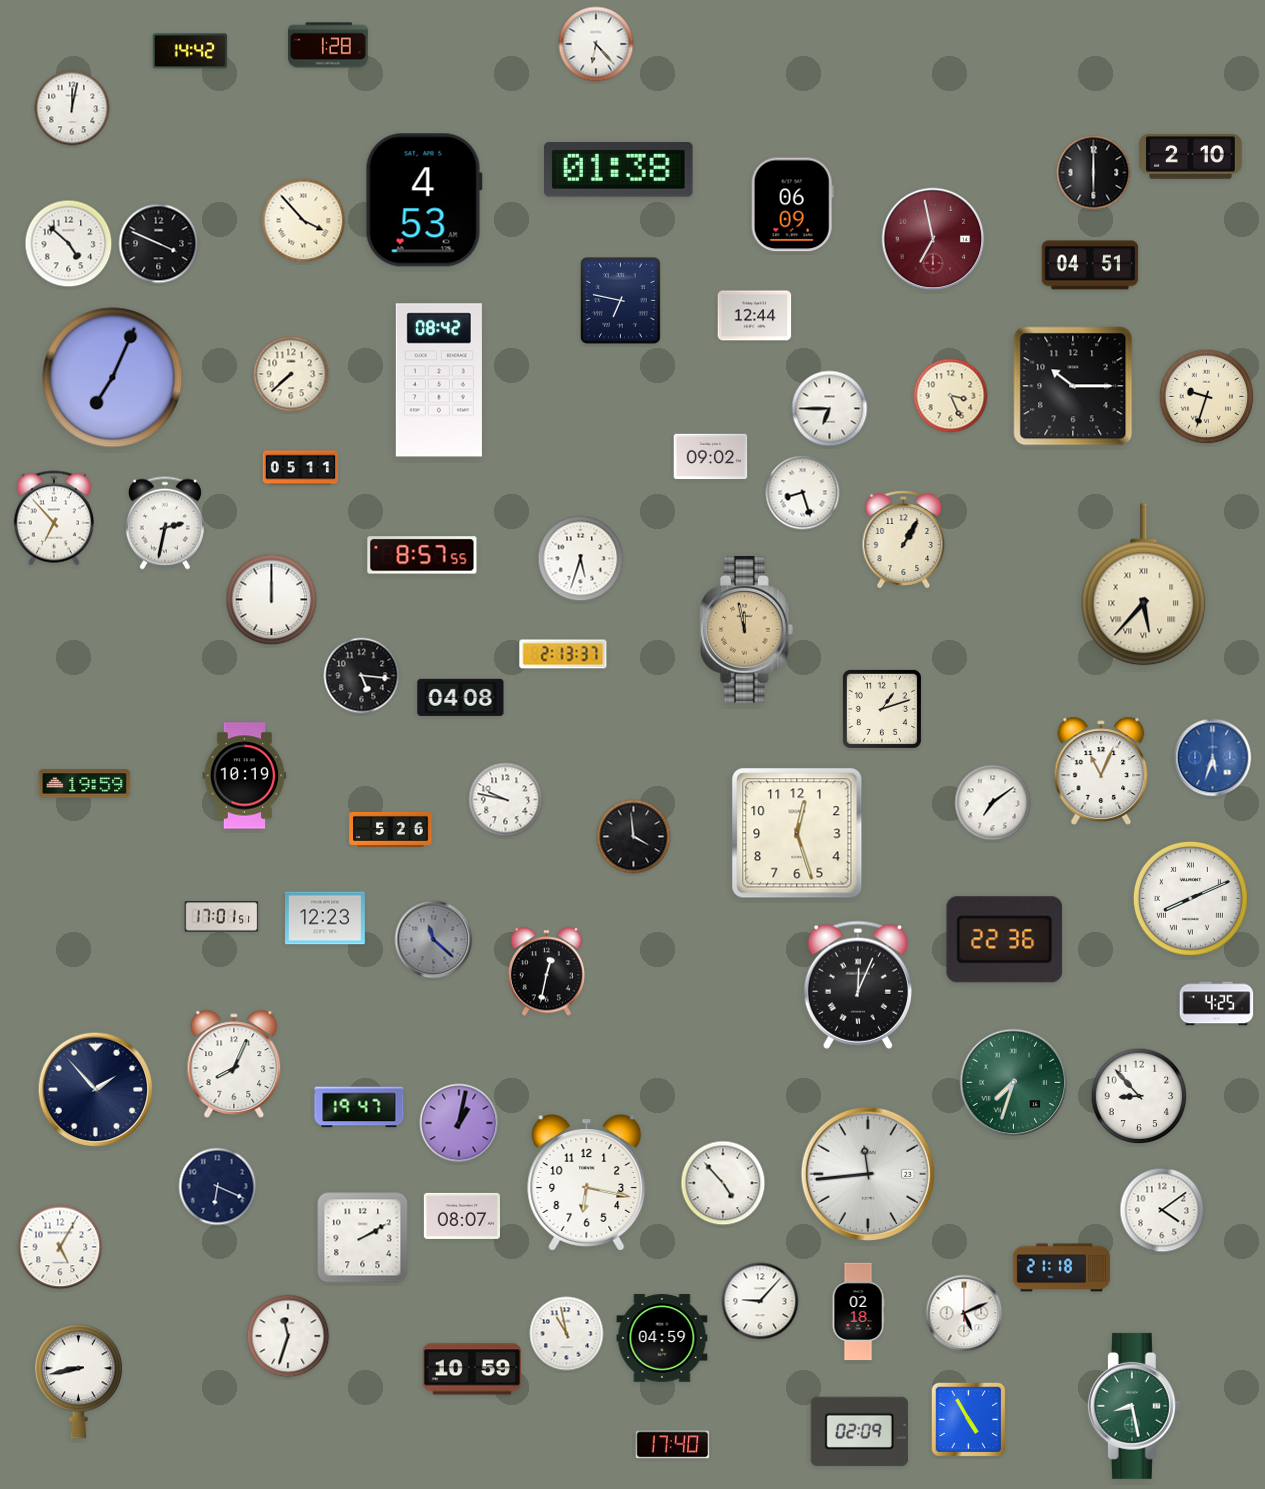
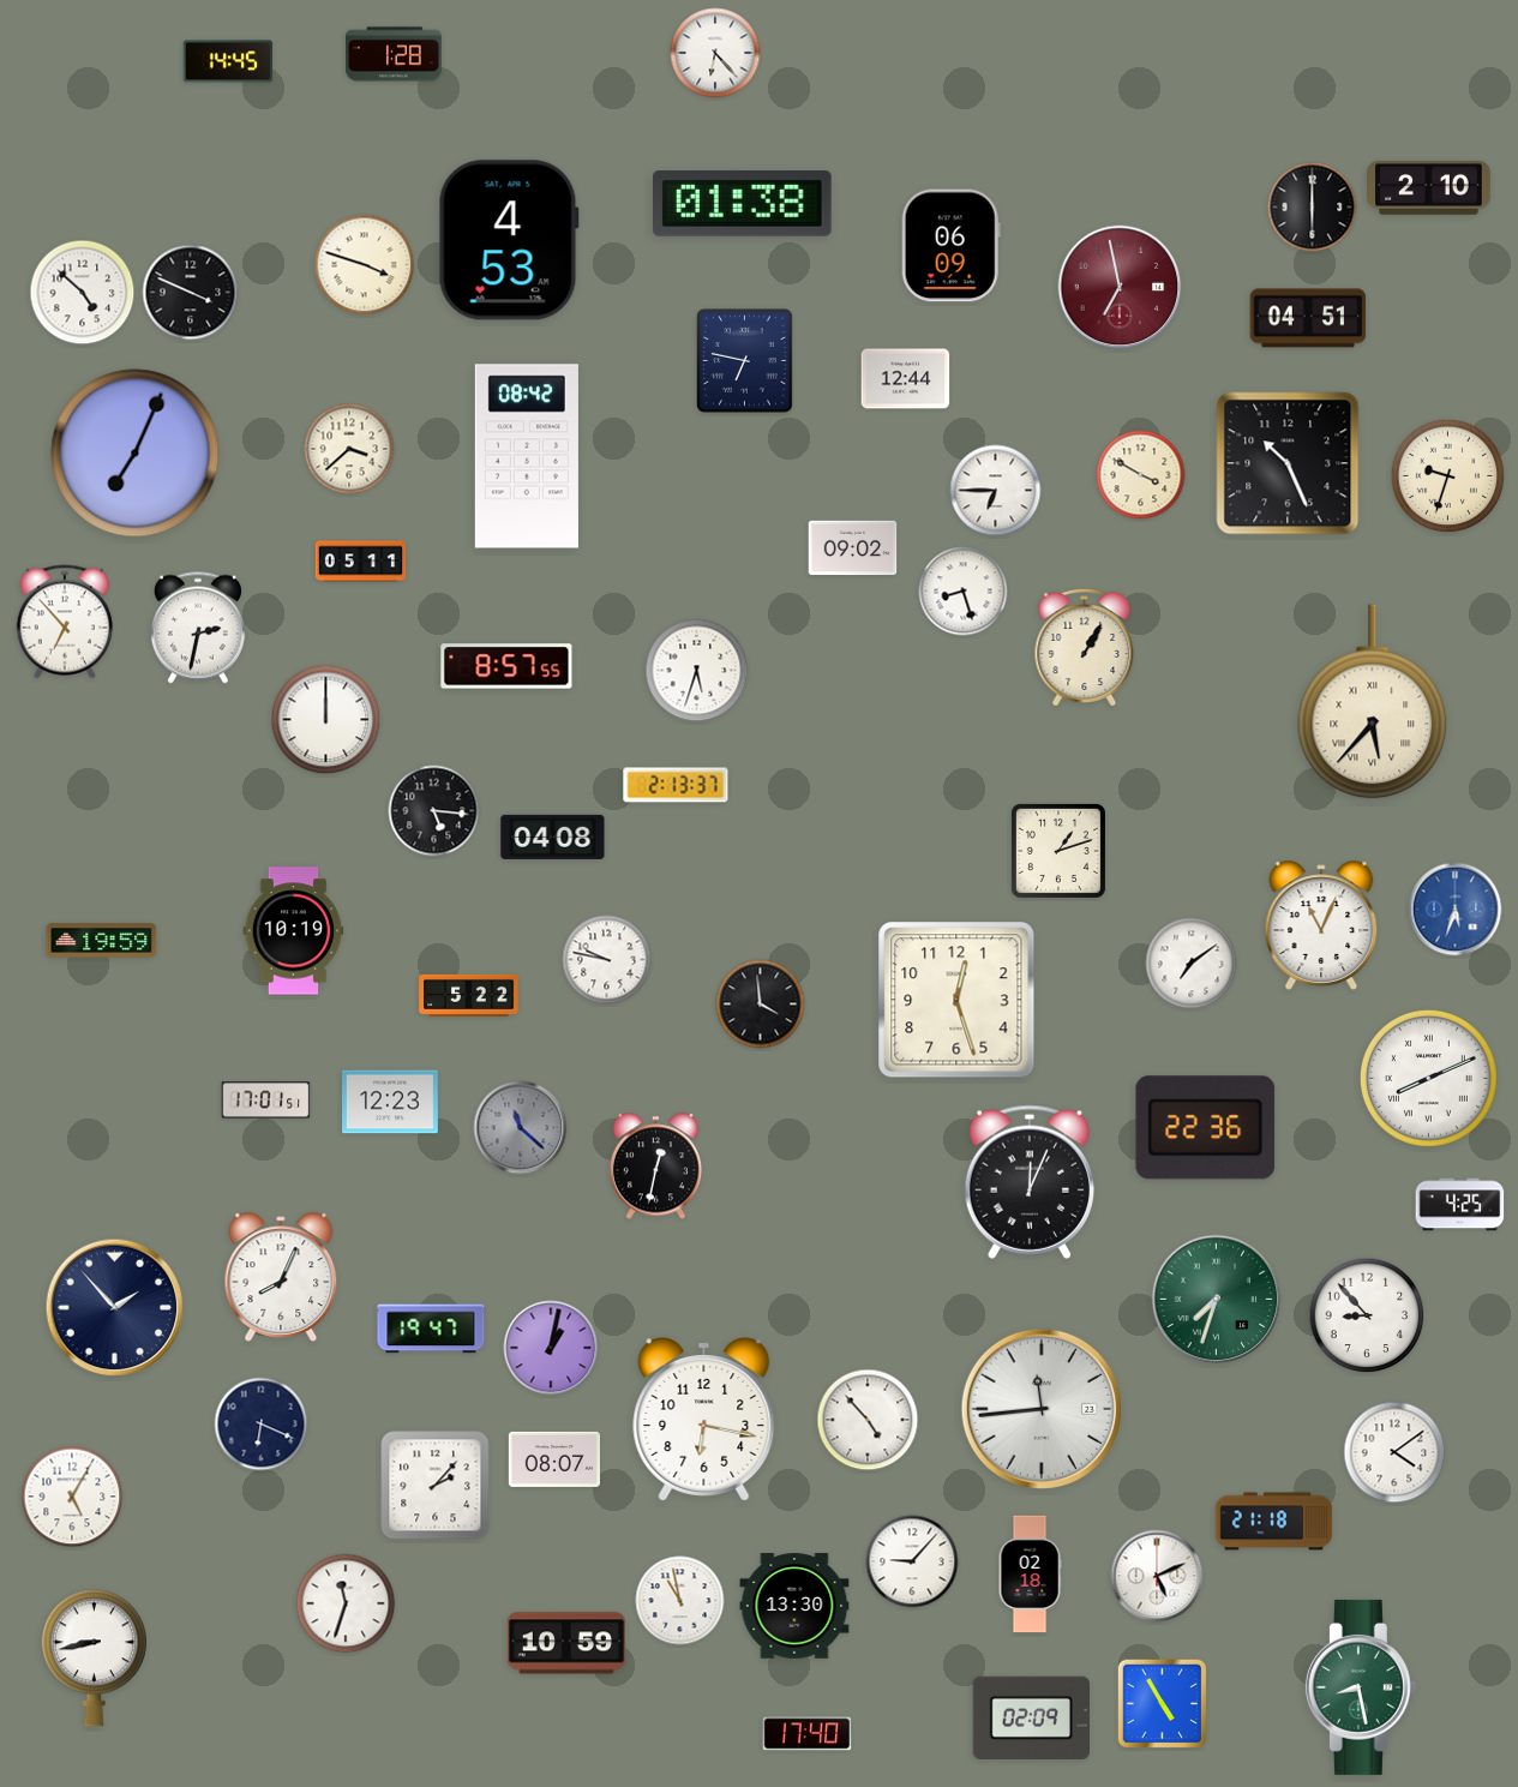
clock at (190, 51): 14:42 -> 14:45
clock at (72, 108): 12:02 -> none
clock at (304, 221): 3:53 -> 3:48
clock at (291, 374): 7:38 -> 3:38
clock at (1073, 386): 10:15 -> 10:26
clock at (951, 396): 3:26 -> 3:50
clock at (746, 629): 11:58 -> none
clock at (391, 829): 5:26 -> 5:22
clock at (363, 1238): 2:10 -> 2:07
clock at (662, 1338): 04:59 -> 13:30
